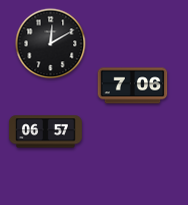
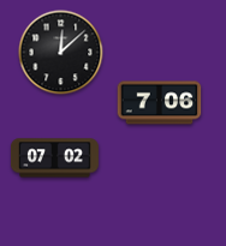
clock at (51, 44): 12:10 -> 12:08
clock at (45, 132): 06:57 -> 07:02
